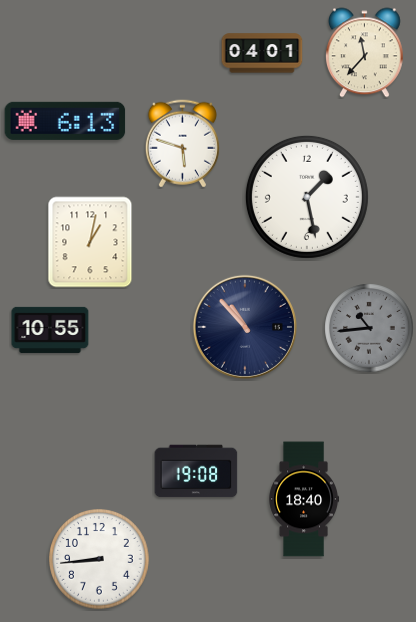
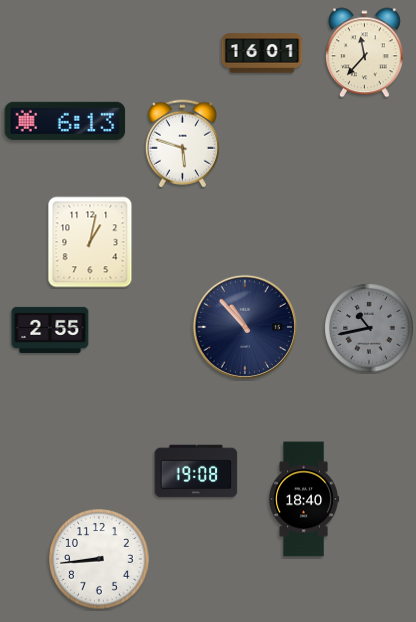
clock at (262, 53): 04:01 -> 16:01
clock at (307, 197): 1:28 -> none
clock at (369, 328): 10:44 -> 10:43
clock at (50, 330): 10:55 -> 2:55
